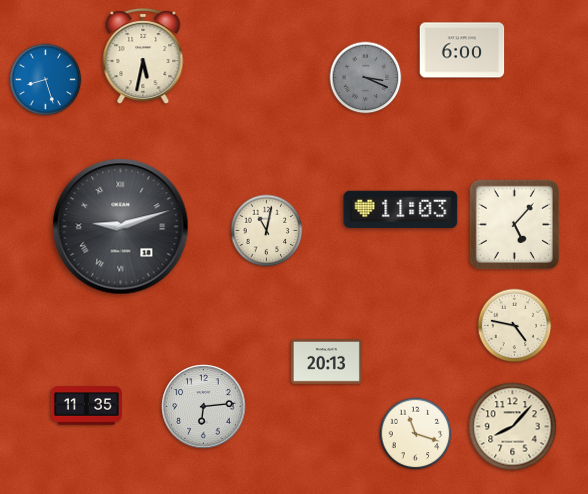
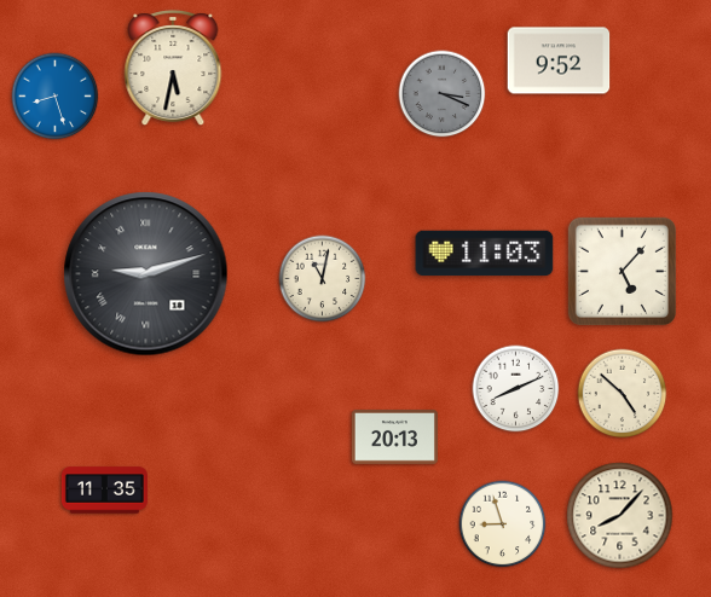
clock at (462, 50): 6:00 -> 9:52
clock at (516, 389): none -> 8:11
clock at (515, 326): 4:47 -> 4:52
clock at (204, 407): 6:14 -> none
clock at (416, 434): 11:18 -> 8:57
